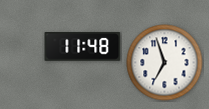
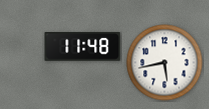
clock at (165, 63): 6:57 -> 5:43
